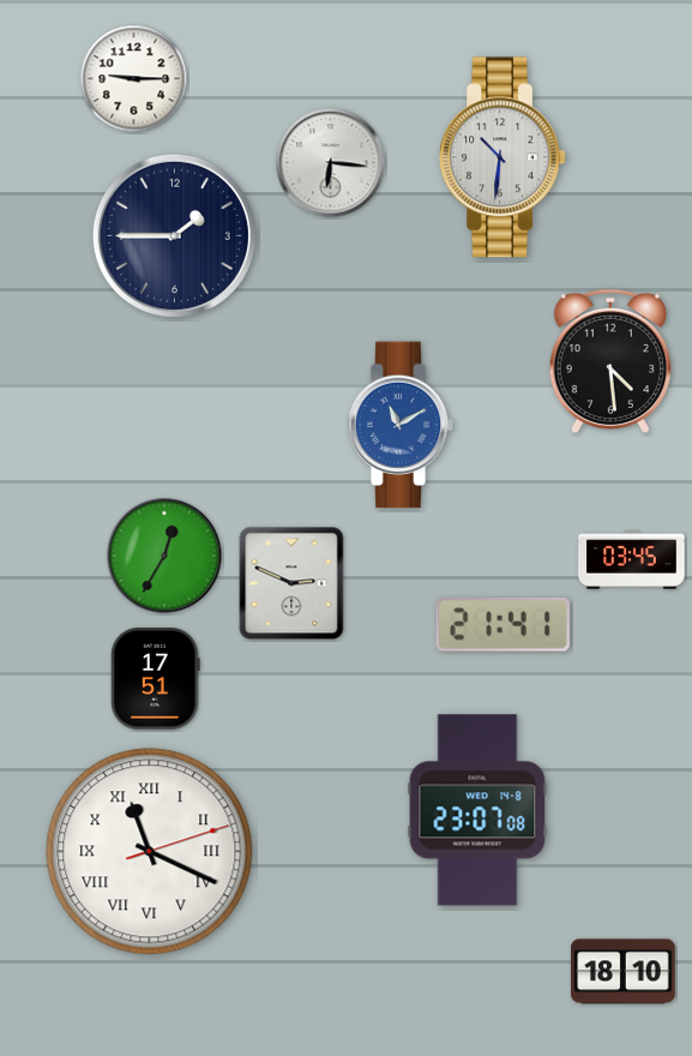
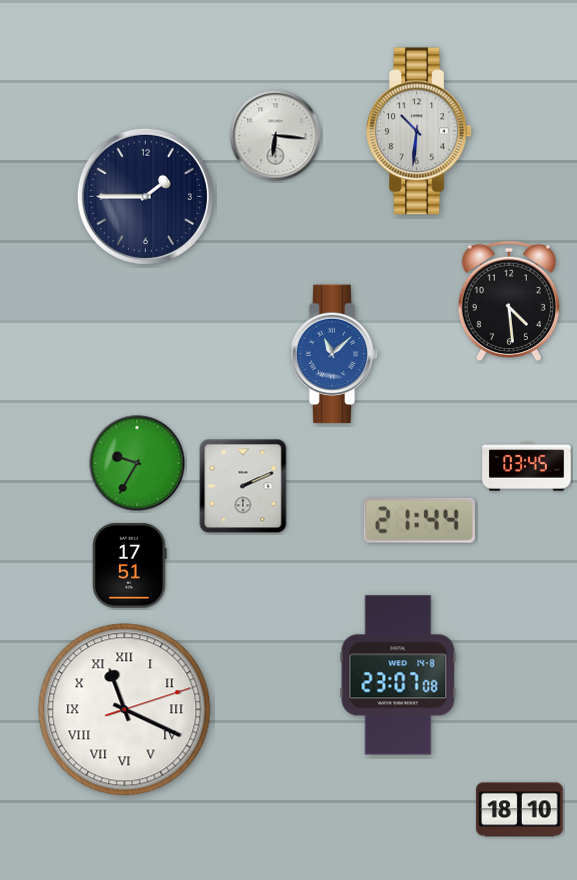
clock at (134, 79): 9:15 -> none
clock at (401, 425): 11:10 -> 11:08
clock at (164, 556): 12:35 -> 9:35
clock at (291, 583): 2:49 -> 2:11
clock at (503, 625): 21:41 -> 21:44
